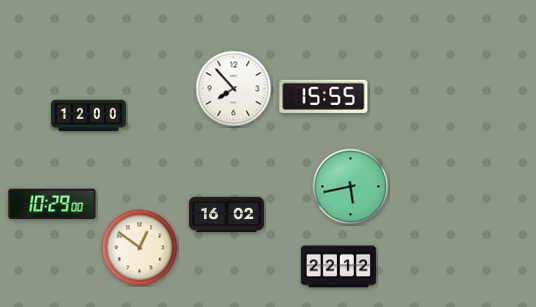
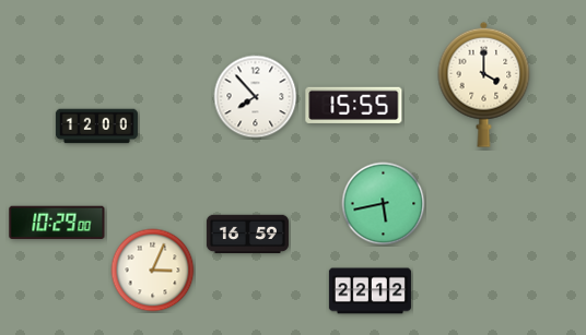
clock at (484, 84): none -> 4:00
clock at (226, 215): 16:02 -> 16:59
clock at (140, 248): 12:51 -> 3:04
